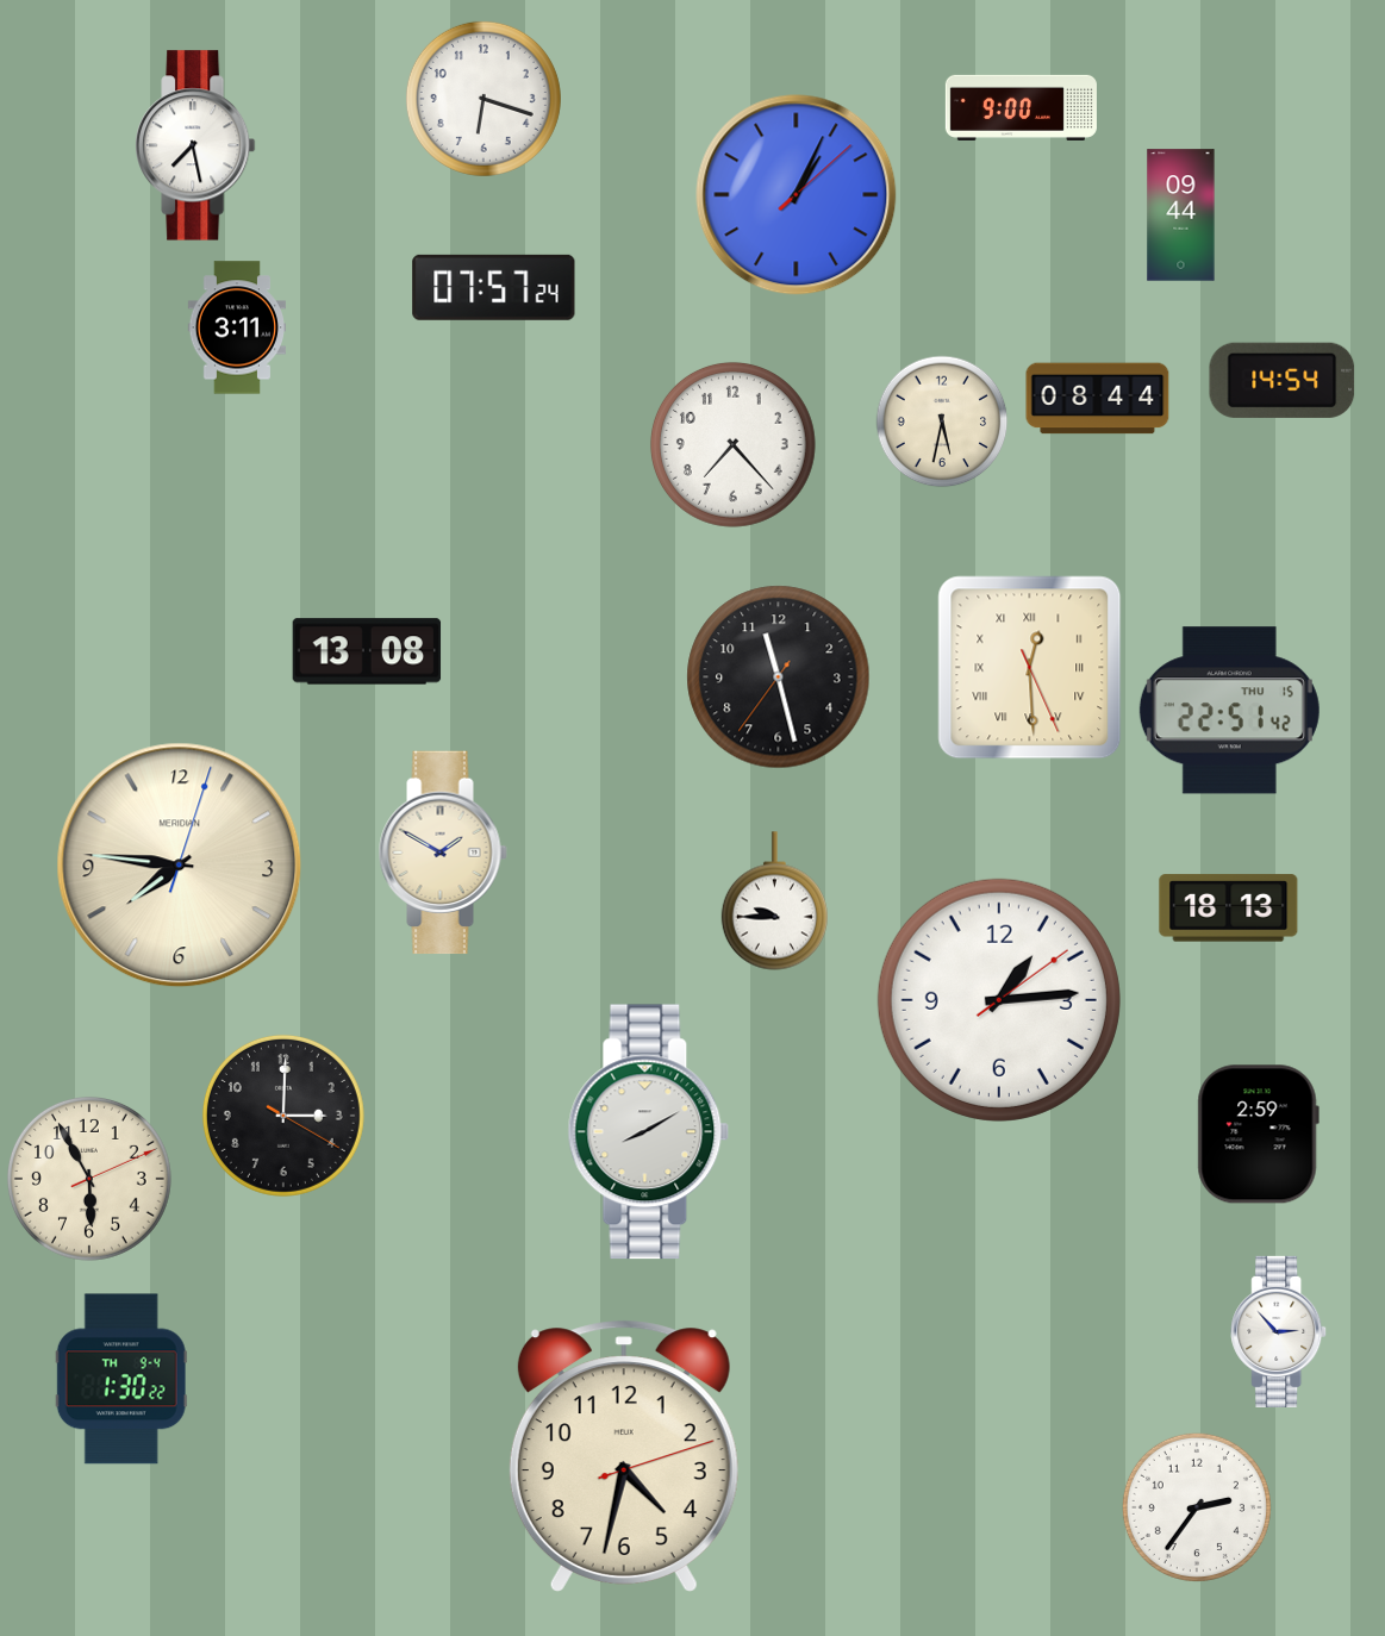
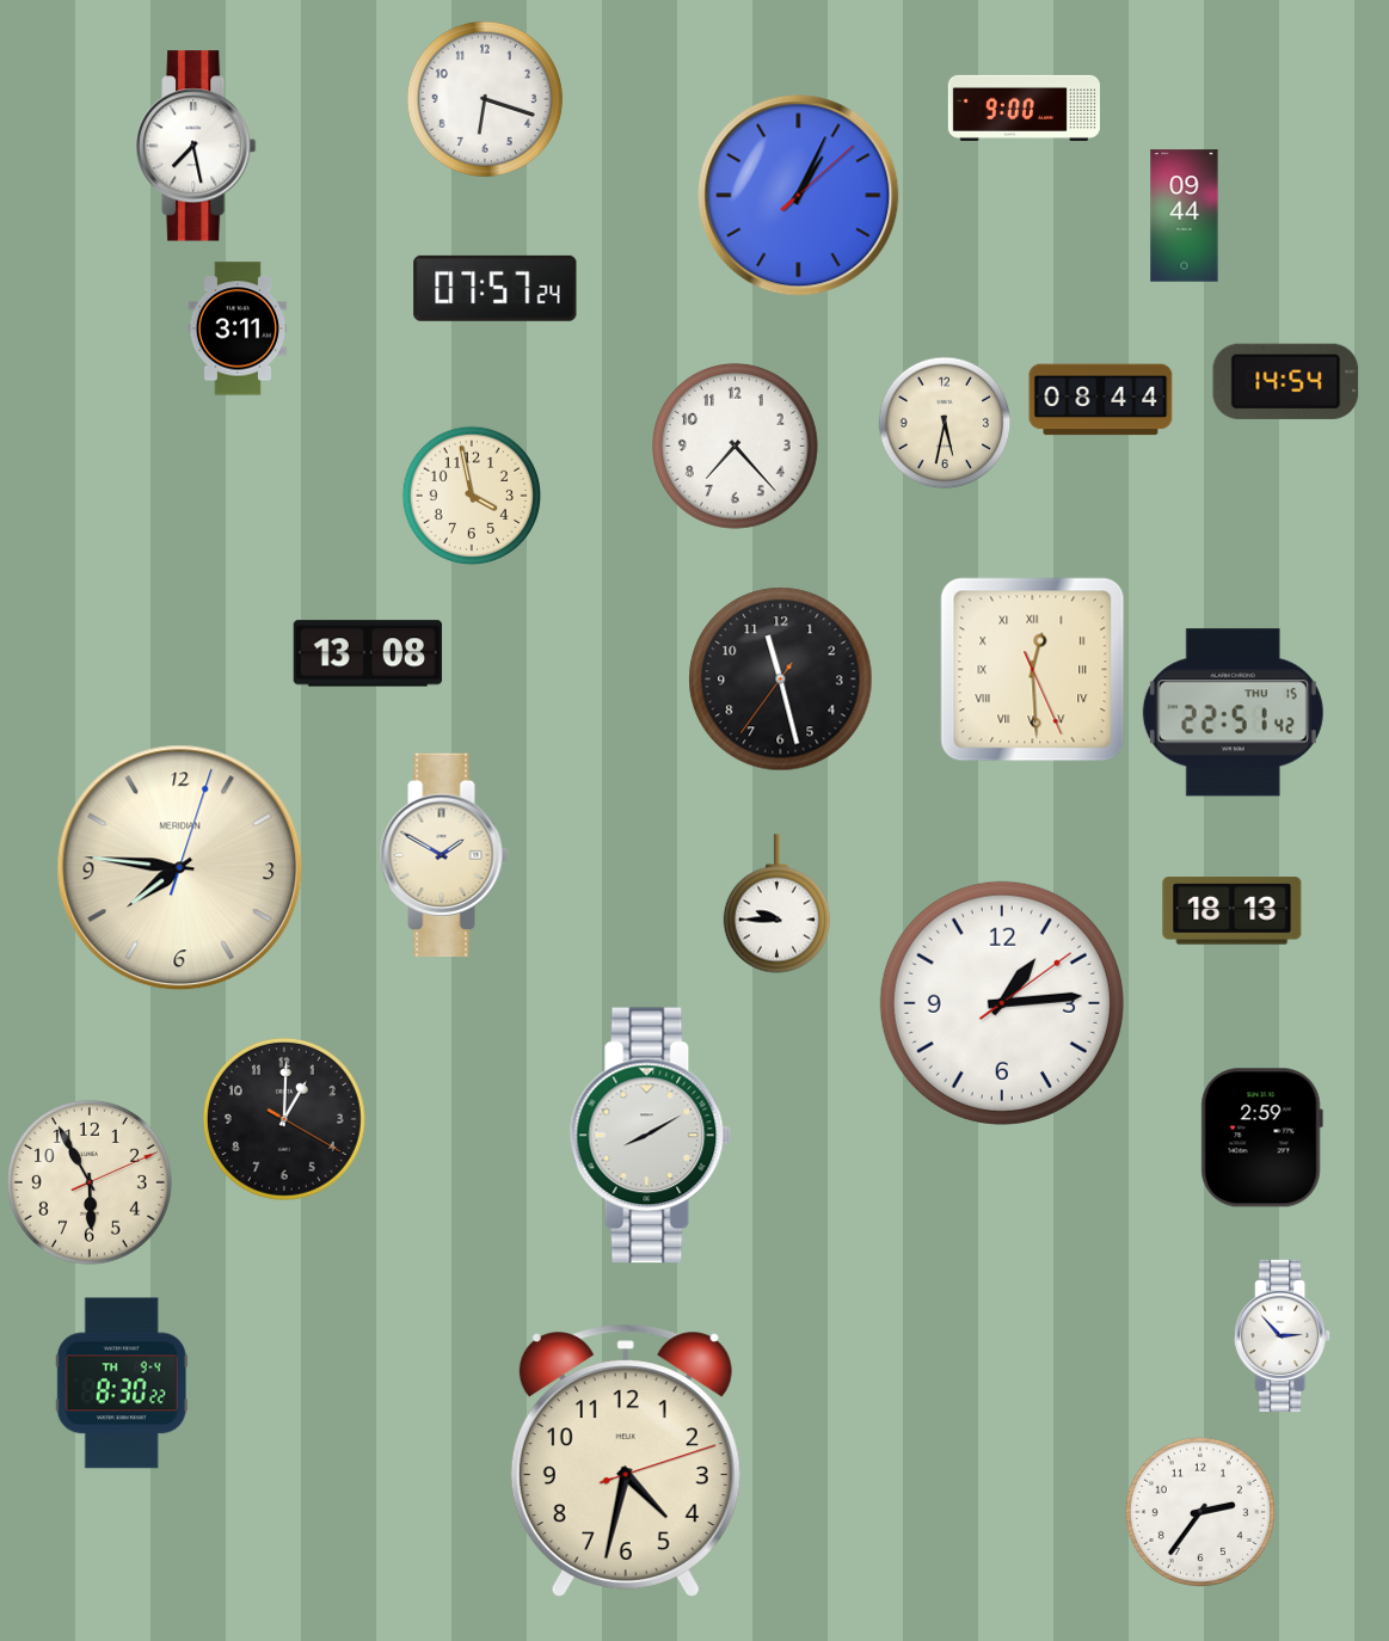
clock at (472, 496): none -> 3:58
clock at (283, 1116): 3:00 -> 1:00
clock at (121, 1379): 1:30 -> 8:30
